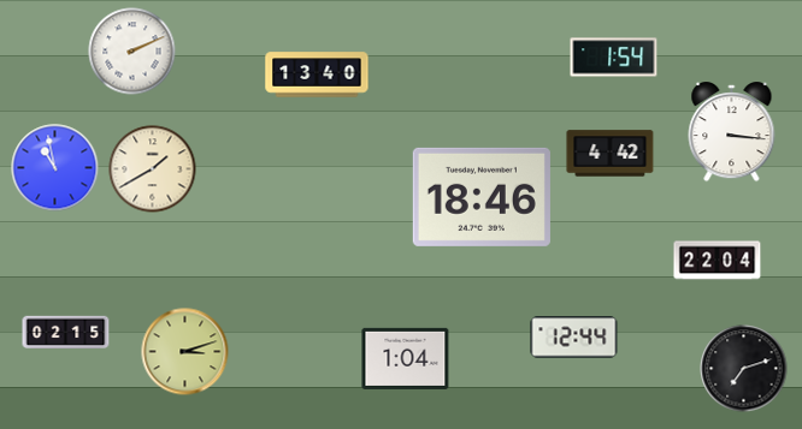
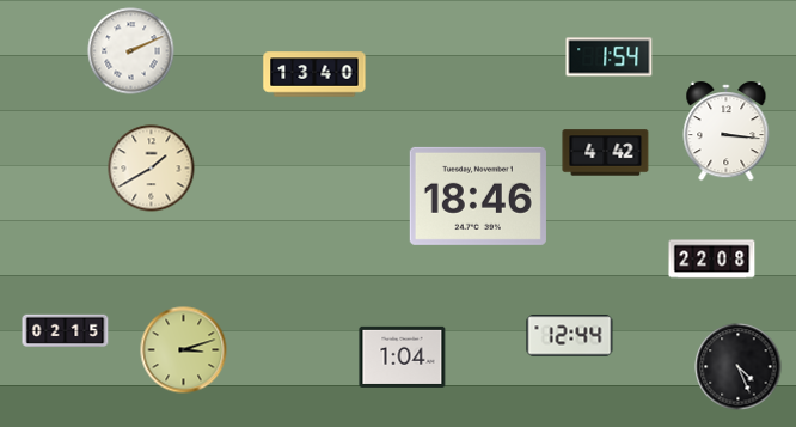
clock at (55, 168): 10:58 -> none
clock at (718, 261): 22:04 -> 22:08
clock at (744, 369): 7:12 -> 4:26
